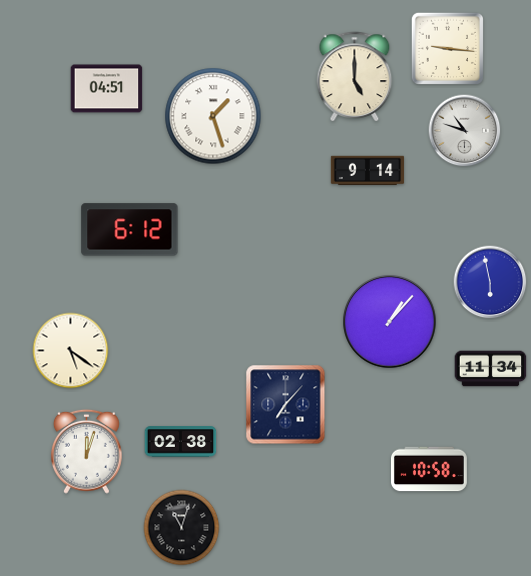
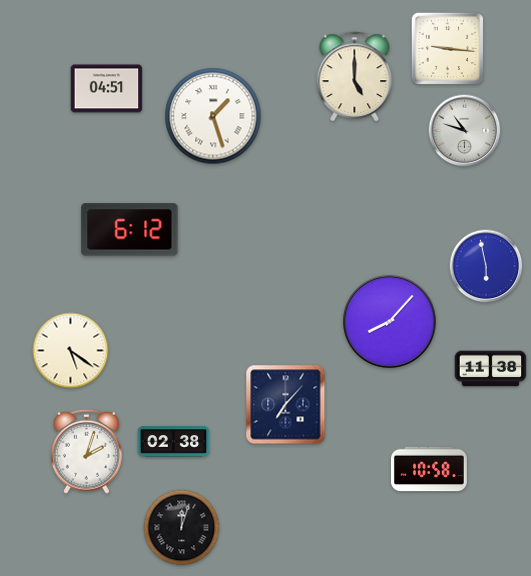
clock at (368, 171): 9:14 -> none
clock at (490, 282) position: (490, 282) -> (486, 266)
clock at (390, 322): 1:07 -> 8:07
clock at (491, 369): 11:34 -> 11:38
clock at (181, 442) position: (181, 442) -> (174, 442)
clock at (86, 451): 12:03 -> 2:03
clock at (182, 528): 11:03 -> 12:03
